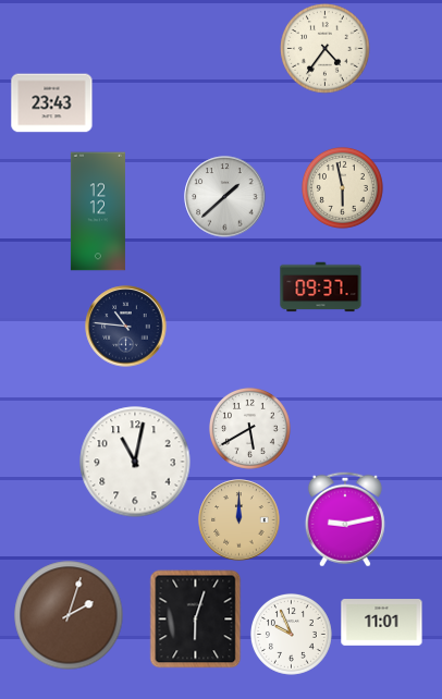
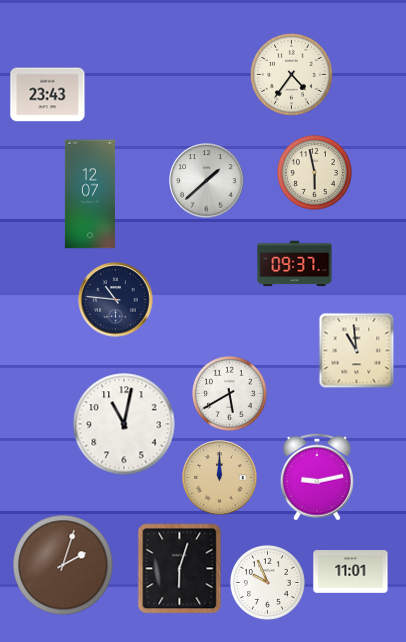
clock at (326, 49) position: (326, 49) -> (292, 75)
clock at (98, 211): 12:12 -> 12:07
clock at (357, 351): none -> 10:59
